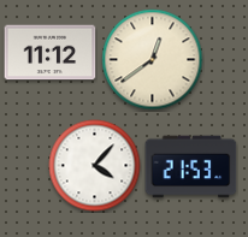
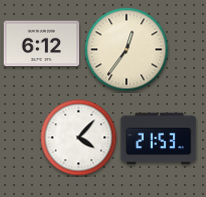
clock at (51, 53): 11:12 -> 6:12
clock at (153, 60): 12:39 -> 12:36
